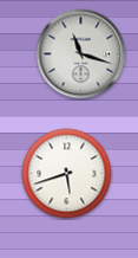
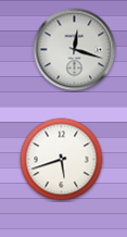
clock at (81, 54): 11:18 -> 12:18
